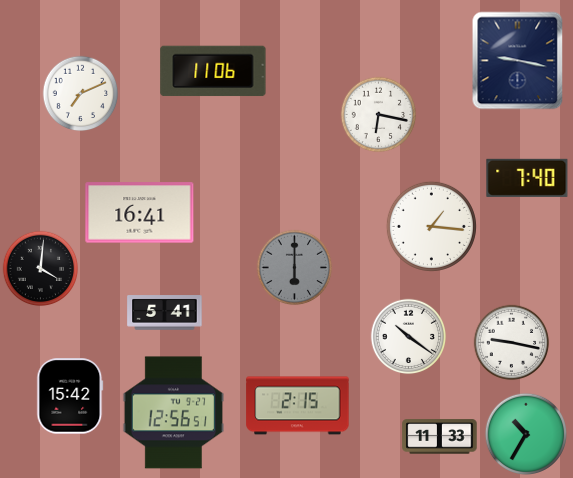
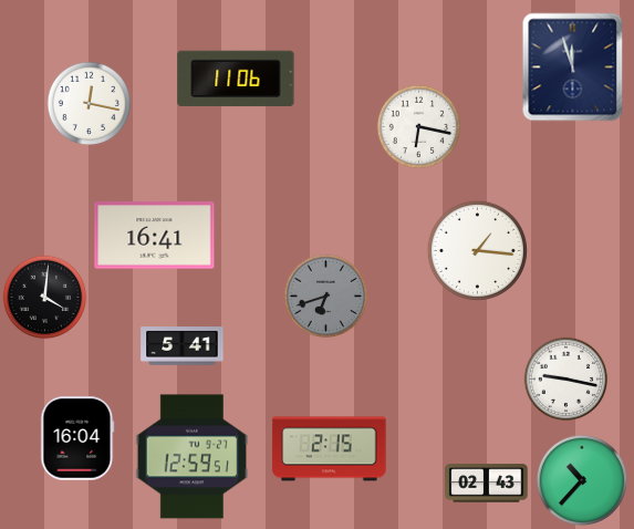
clock at (518, 61): 9:17 -> 11:57
clock at (81, 94): 7:11 -> 12:17
clock at (527, 178): 7:40 -> none
clock at (295, 268): 6:00 -> 6:42
clock at (409, 337): 10:21 -> none
clock at (70, 396): 15:42 -> 16:04
clock at (173, 413): 12:56 -> 12:59
clock at (525, 433): 10:35 -> 10:37
clock at (440, 437): 11:33 -> 02:43
